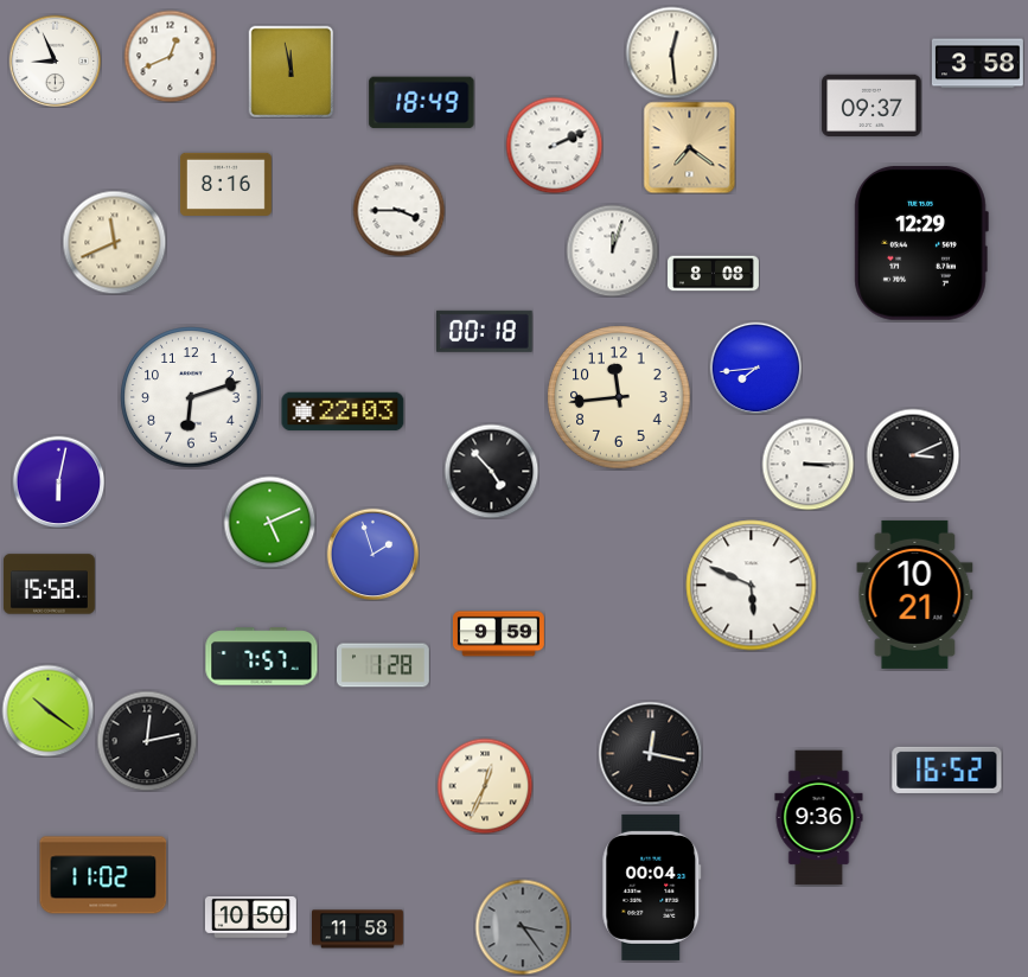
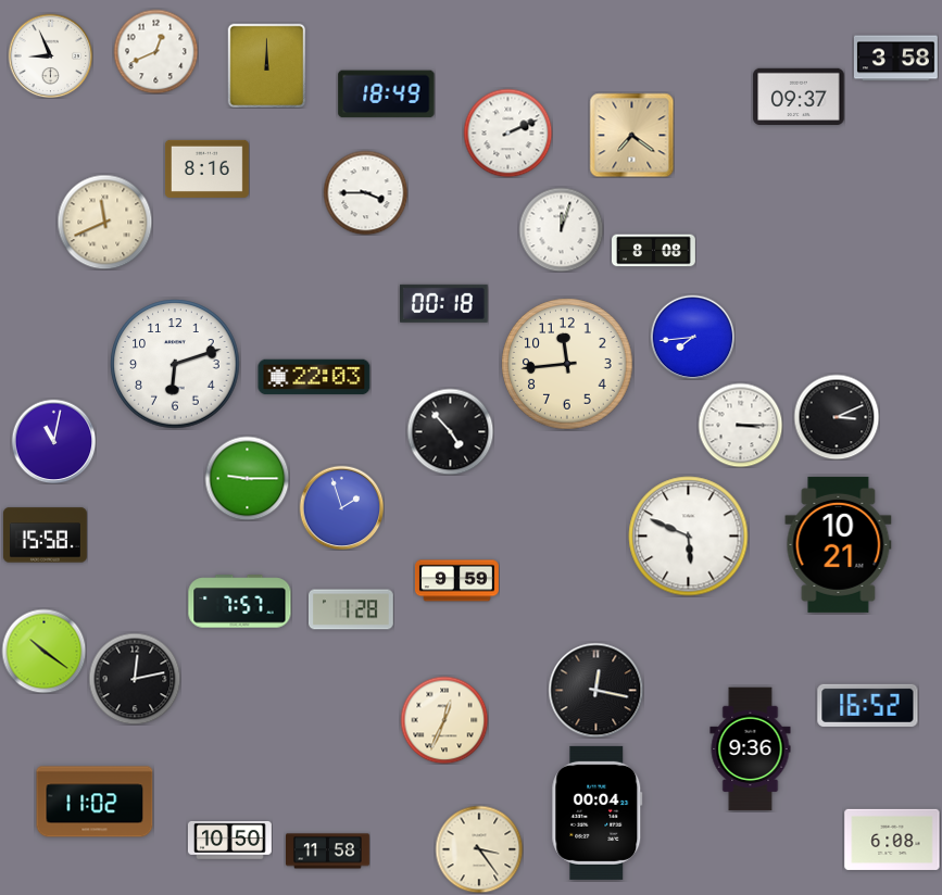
clock at (671, 52): 12:29 -> none
clock at (292, 71): 11:58 -> 12:00
clock at (921, 243): 12:29 -> none
clock at (58, 481): 6:02 -> 11:02
clock at (269, 522): 5:11 -> 9:15
clock at (892, 840): none -> 6:08
clock at (523, 927) dial: grey -> cream
